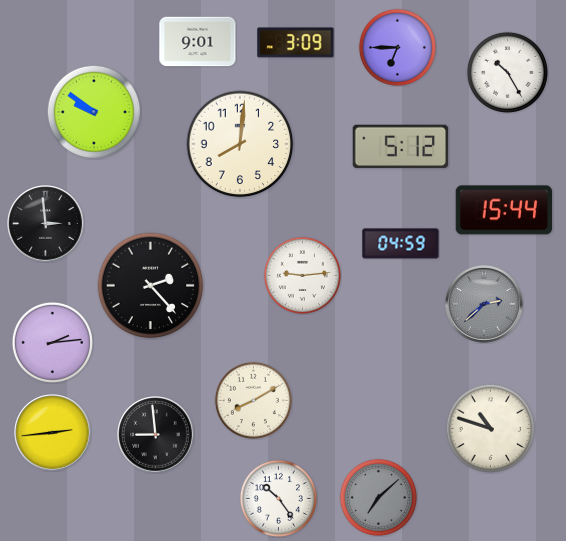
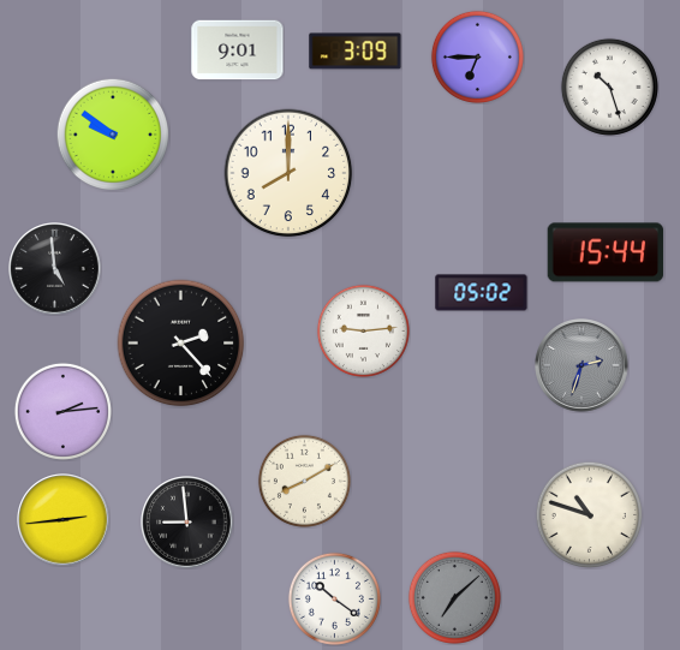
clock at (507, 72): 10:25 -> 10:27
clock at (240, 144): 8:01 -> 8:00
clock at (401, 147): 5:12 -> none
clock at (46, 224): 2:59 -> 4:59
clock at (401, 244): 04:59 -> 05:02
clock at (484, 304): 2:38 -> 2:33
clock at (278, 498): 10:24 -> 10:21
